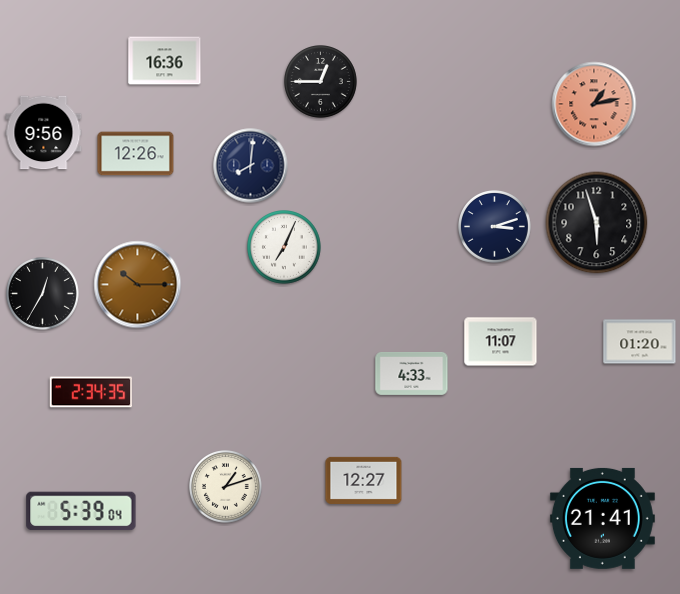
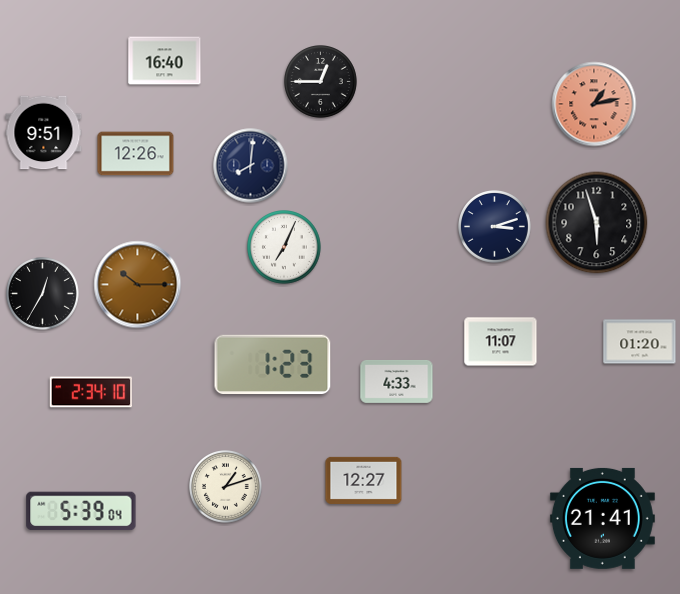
clock at (165, 61): 16:36 -> 16:40
clock at (44, 133): 9:56 -> 9:51
clock at (273, 365): none -> 1:23
clock at (412, 373) position: (412, 373) -> (397, 381)
clock at (91, 392): 2:34:35 -> 2:34:10
